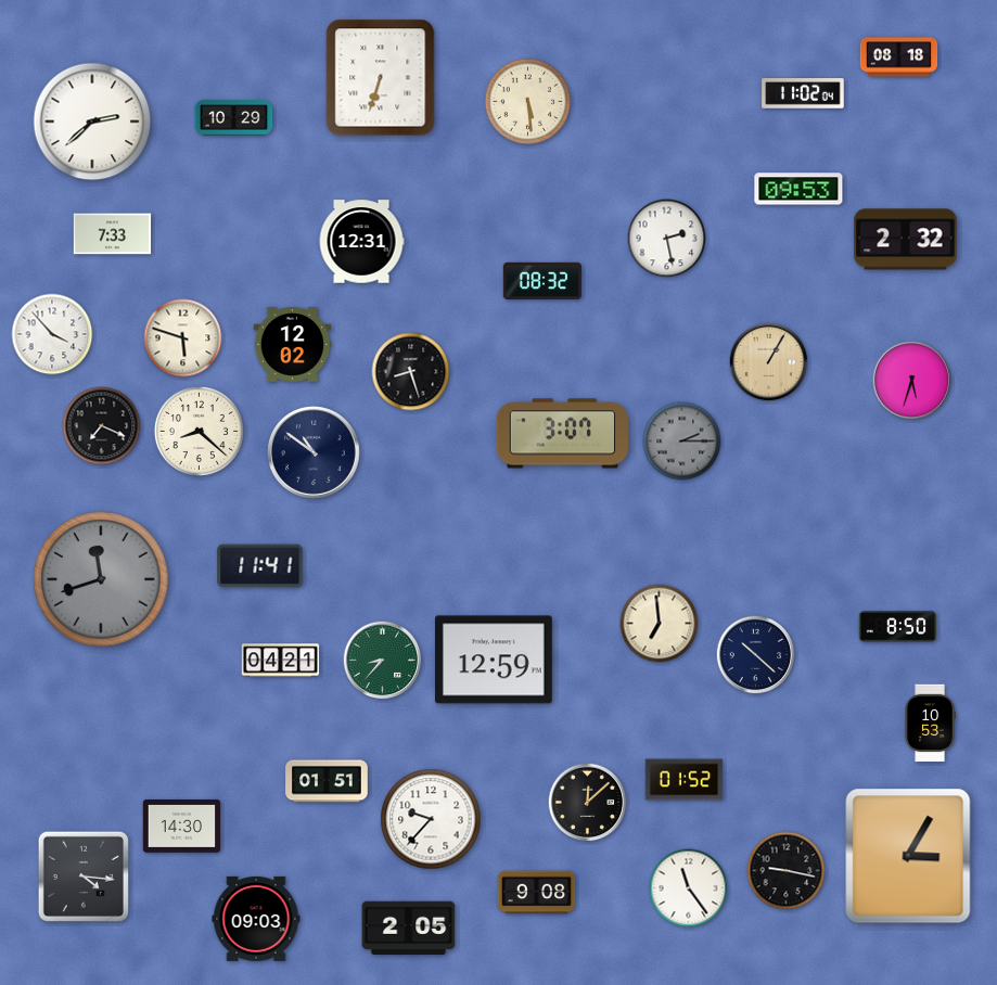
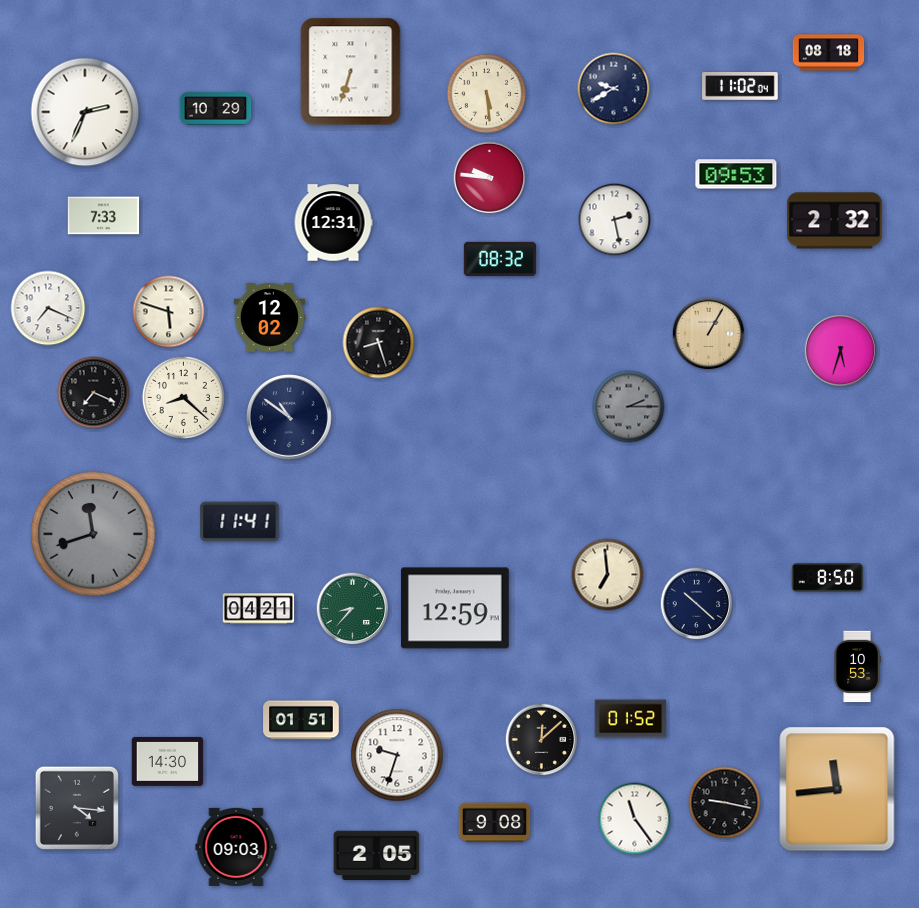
clock at (614, 89): none -> 9:40
clock at (92, 121): 2:38 -> 2:34
clock at (490, 178): none -> 9:46
clock at (52, 334): 3:53 -> 7:19
clock at (562, 434): 3:07 -> none
clock at (431, 819): 9:37 -> 9:33
clock at (908, 856): 3:05 -> 11:44
